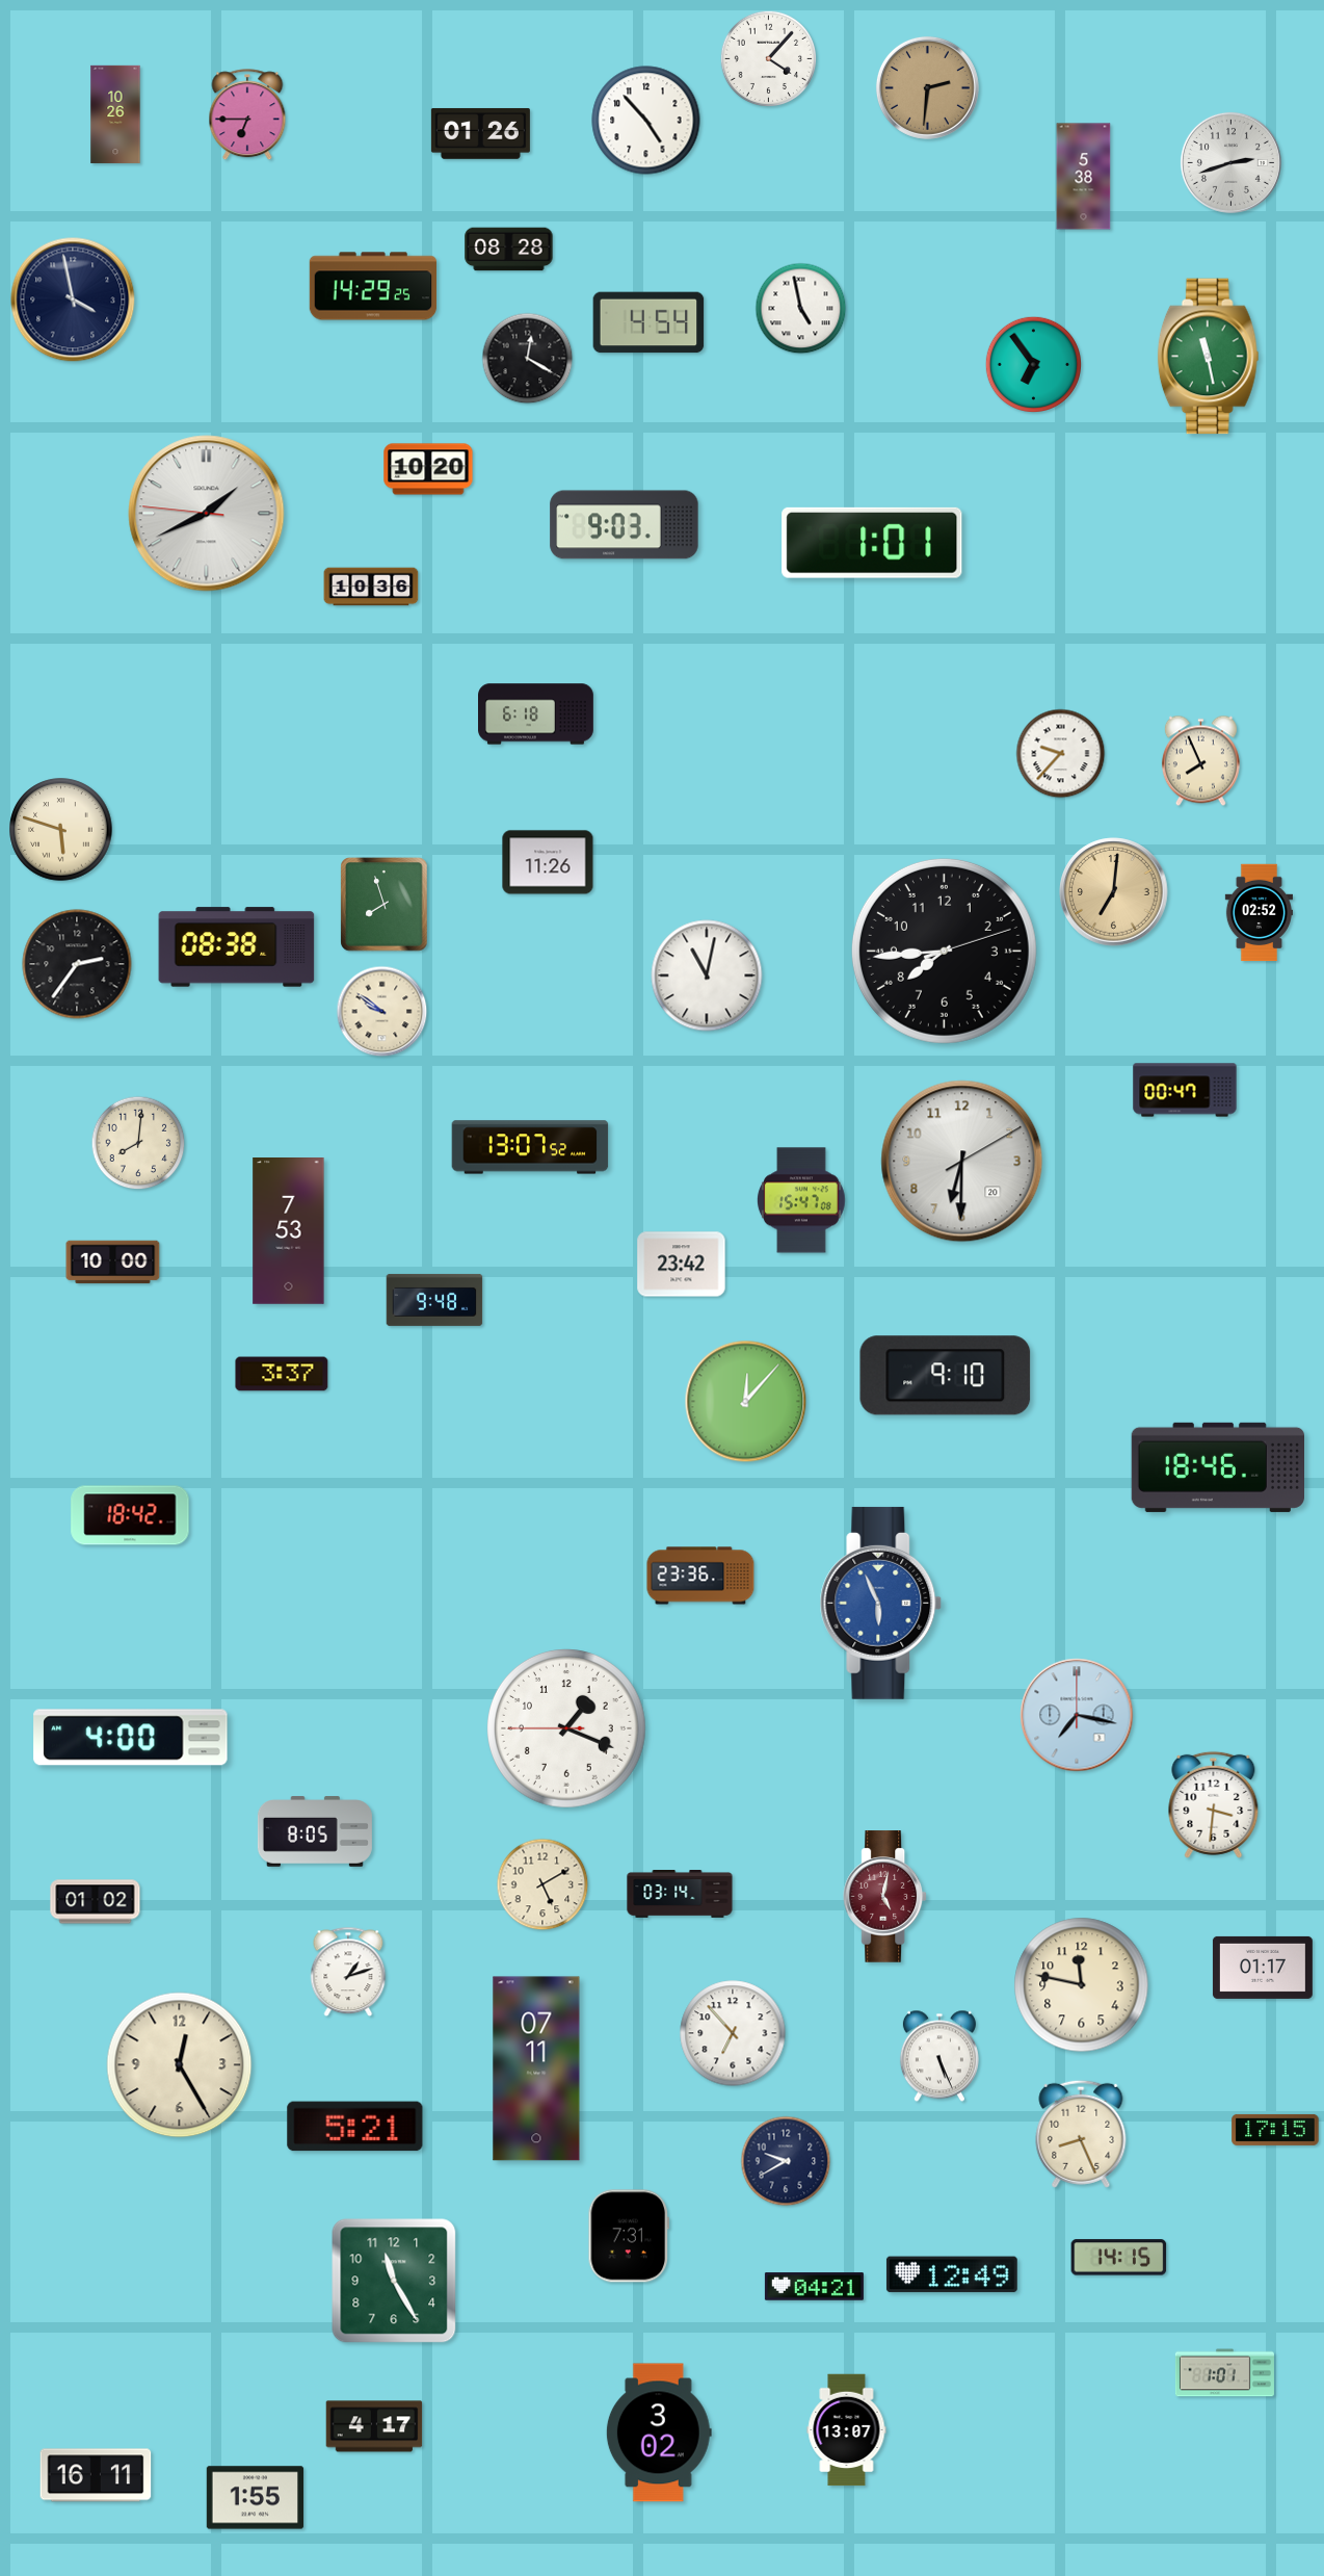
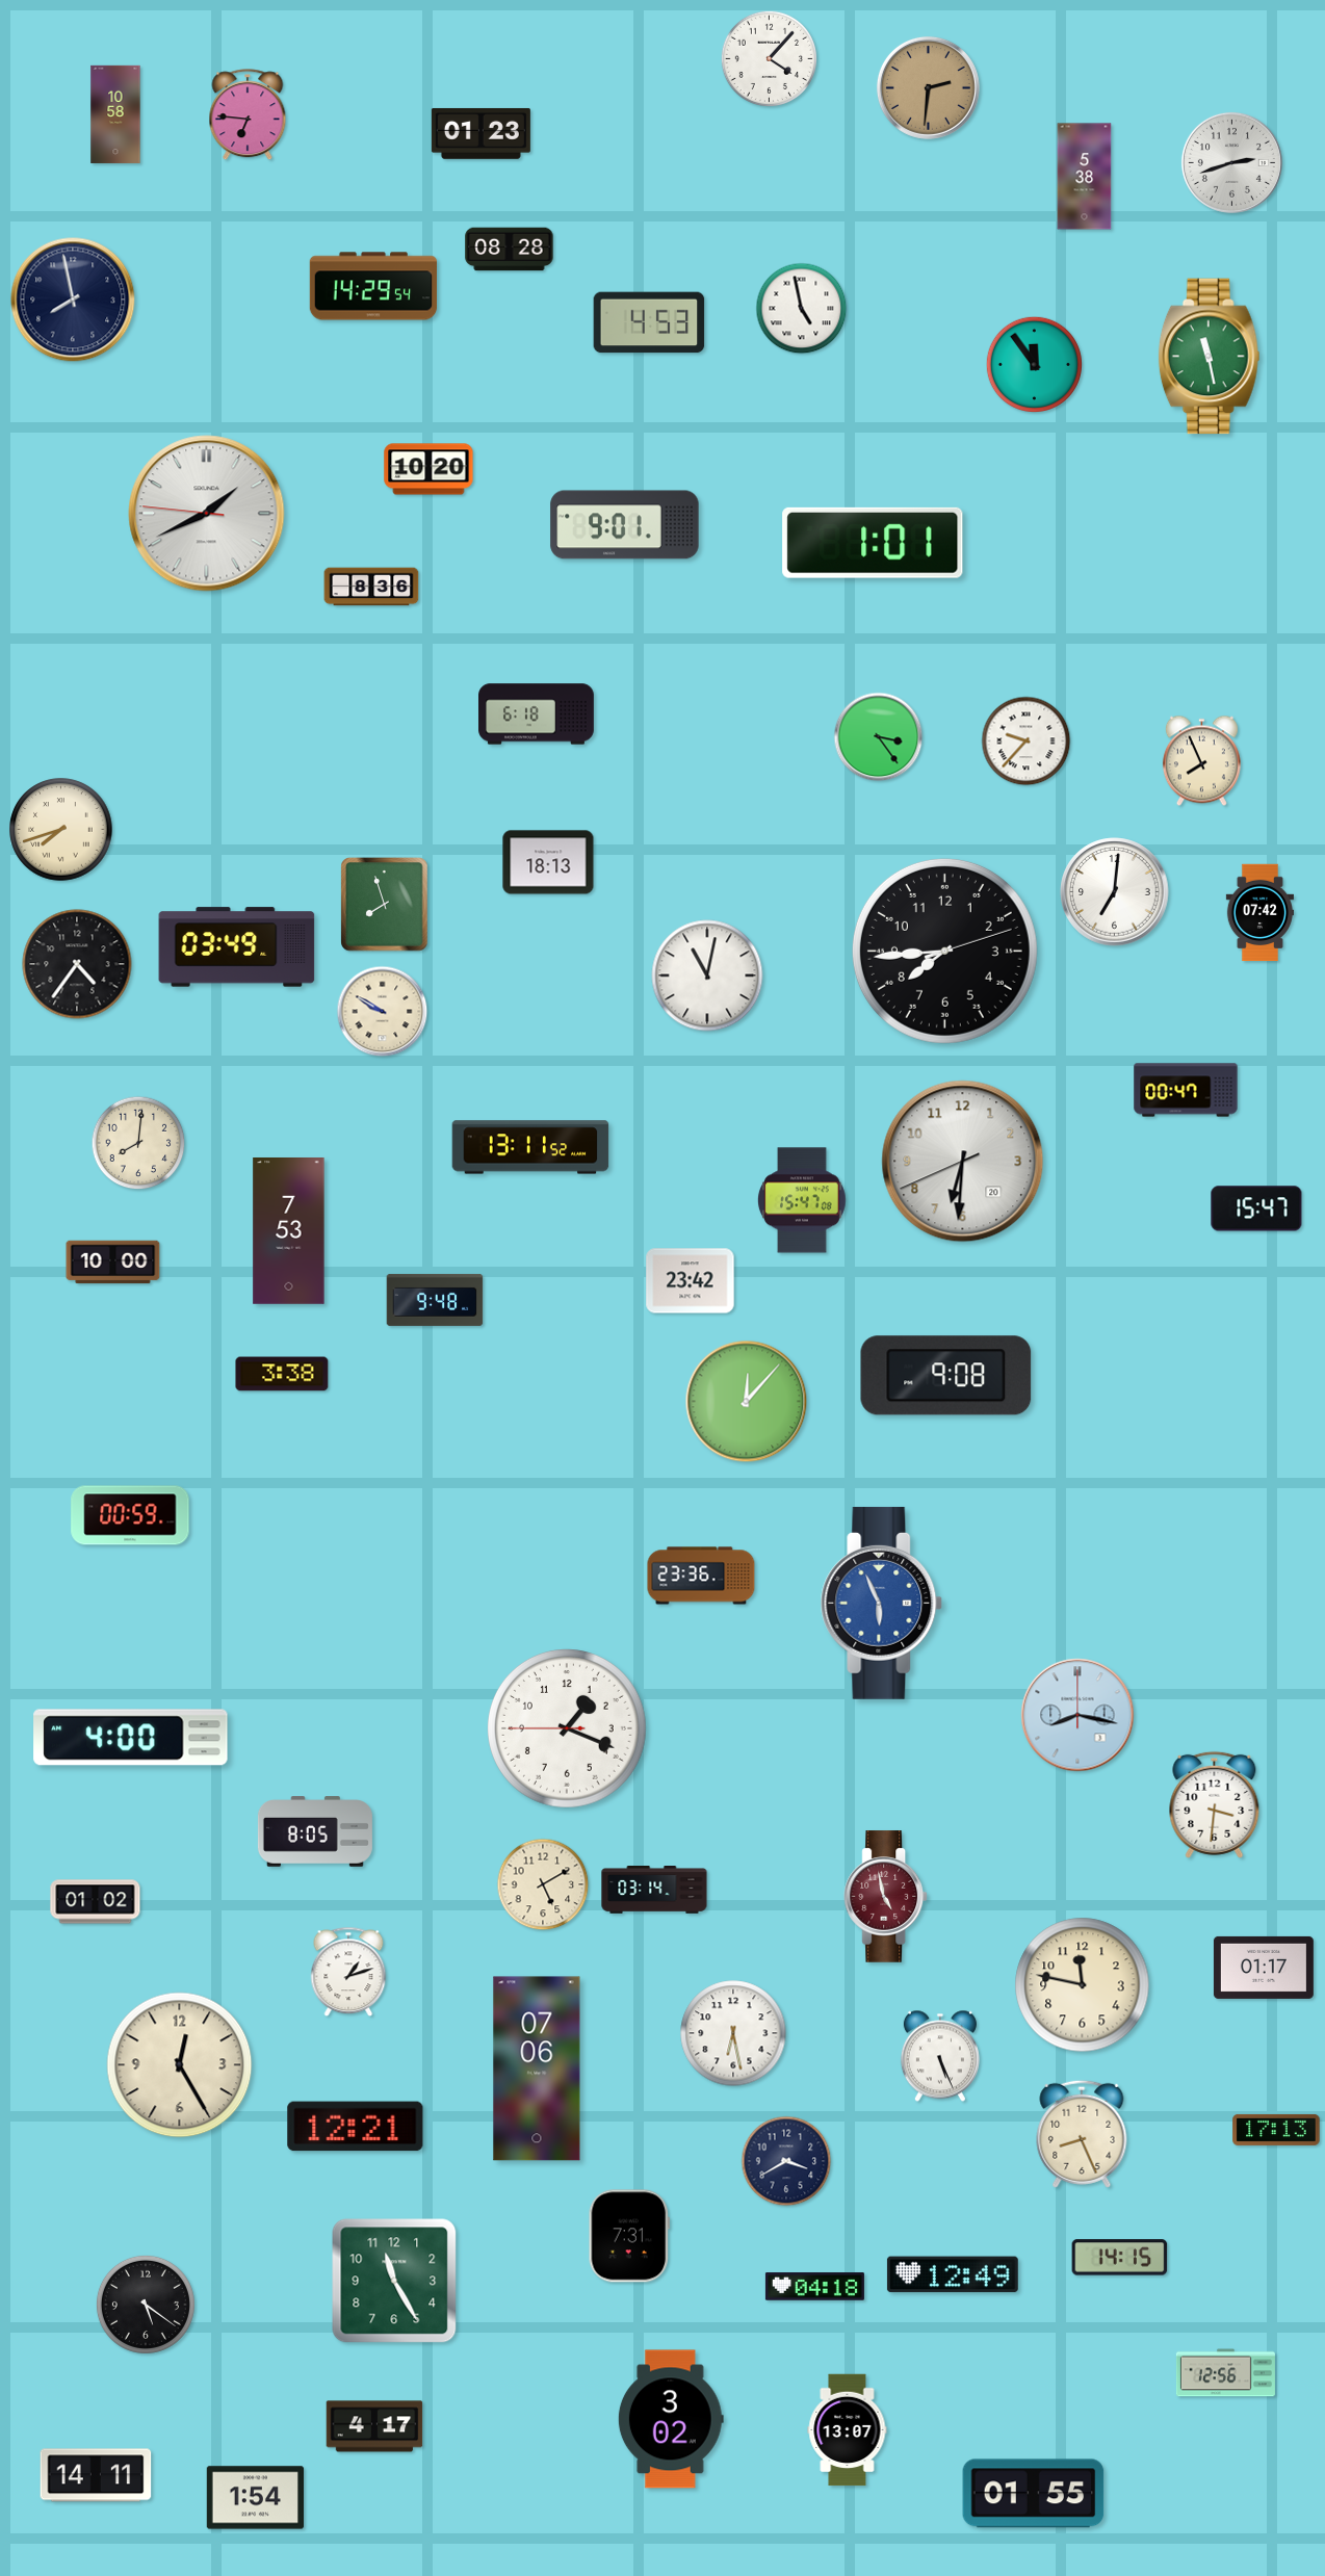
clock at (115, 113): 10:26 -> 10:58
clock at (247, 115): 6:45 -> 6:46
clock at (646, 121): 4:53 -> none
clock at (480, 133): 01:26 -> 01:23
clock at (373, 286): 14:29:25 -> 14:29:54
clock at (73, 300): 3:58 -> 7:58
clock at (648, 322): 4:54 -> 4:53
clock at (528, 359): 12:20 -> none
clock at (1033, 364): 6:54 -> 11:54
clock at (625, 525): 9:03 -> 9:01
clock at (371, 587): 10:36 -> 8:36
clock at (879, 737): none -> 3:24
clock at (1061, 754) position: (1061, 754) -> (1027, 741)
clock at (61, 830): 5:48 -> 7:42
clock at (548, 862): 11:26 -> 18:13
clock at (1114, 892) dial: champagne -> white
clock at (1259, 913): 02:52 -> 07:42
clock at (237, 947): 08:38 -> 03:49
clock at (77, 964): 2:36 -> 4:36
clock at (382, 1012): 9:51 -> 9:50
clock at (530, 1147): 13:07 -> 13:11
clock at (962, 1162): 6:30:10 -> 6:30:41
clock at (1256, 1208): none -> 15:47
clock at (682, 1265) position: (682, 1265) -> (691, 1281)
clock at (282, 1374): 3:37 -> 3:38
clock at (946, 1376): 9:10 -> 9:08
clock at (1217, 1467): 18:46 -> none
clock at (130, 1515): 18:42 -> 00:59
clock at (1077, 1715): 7:17 -> 8:17
clock at (680, 1895) position: (680, 1895) -> (654, 1891)
clock at (885, 1897): 5:02 -> 4:58
clock at (733, 2033): 6:53 -> 6:28
clock at (536, 2068): 07:11 -> 07:06
clock at (355, 2127): 5:21 -> 12:21
clock at (1275, 2130): 17:15 -> 17:13
clock at (786, 2161): 9:40 -> 3:40
clock at (814, 2287): 04:21 -> 04:18
clock at (146, 2305): none -> 5:21
clock at (1224, 2373): 1:01 -> 12:56
clock at (659, 2432) position: (659, 2432) -> (671, 2419)
clock at (96, 2475): 16:11 -> 14:11
clock at (1034, 2494): none -> 01:55
clock at (256, 2498): 1:55 -> 1:54
